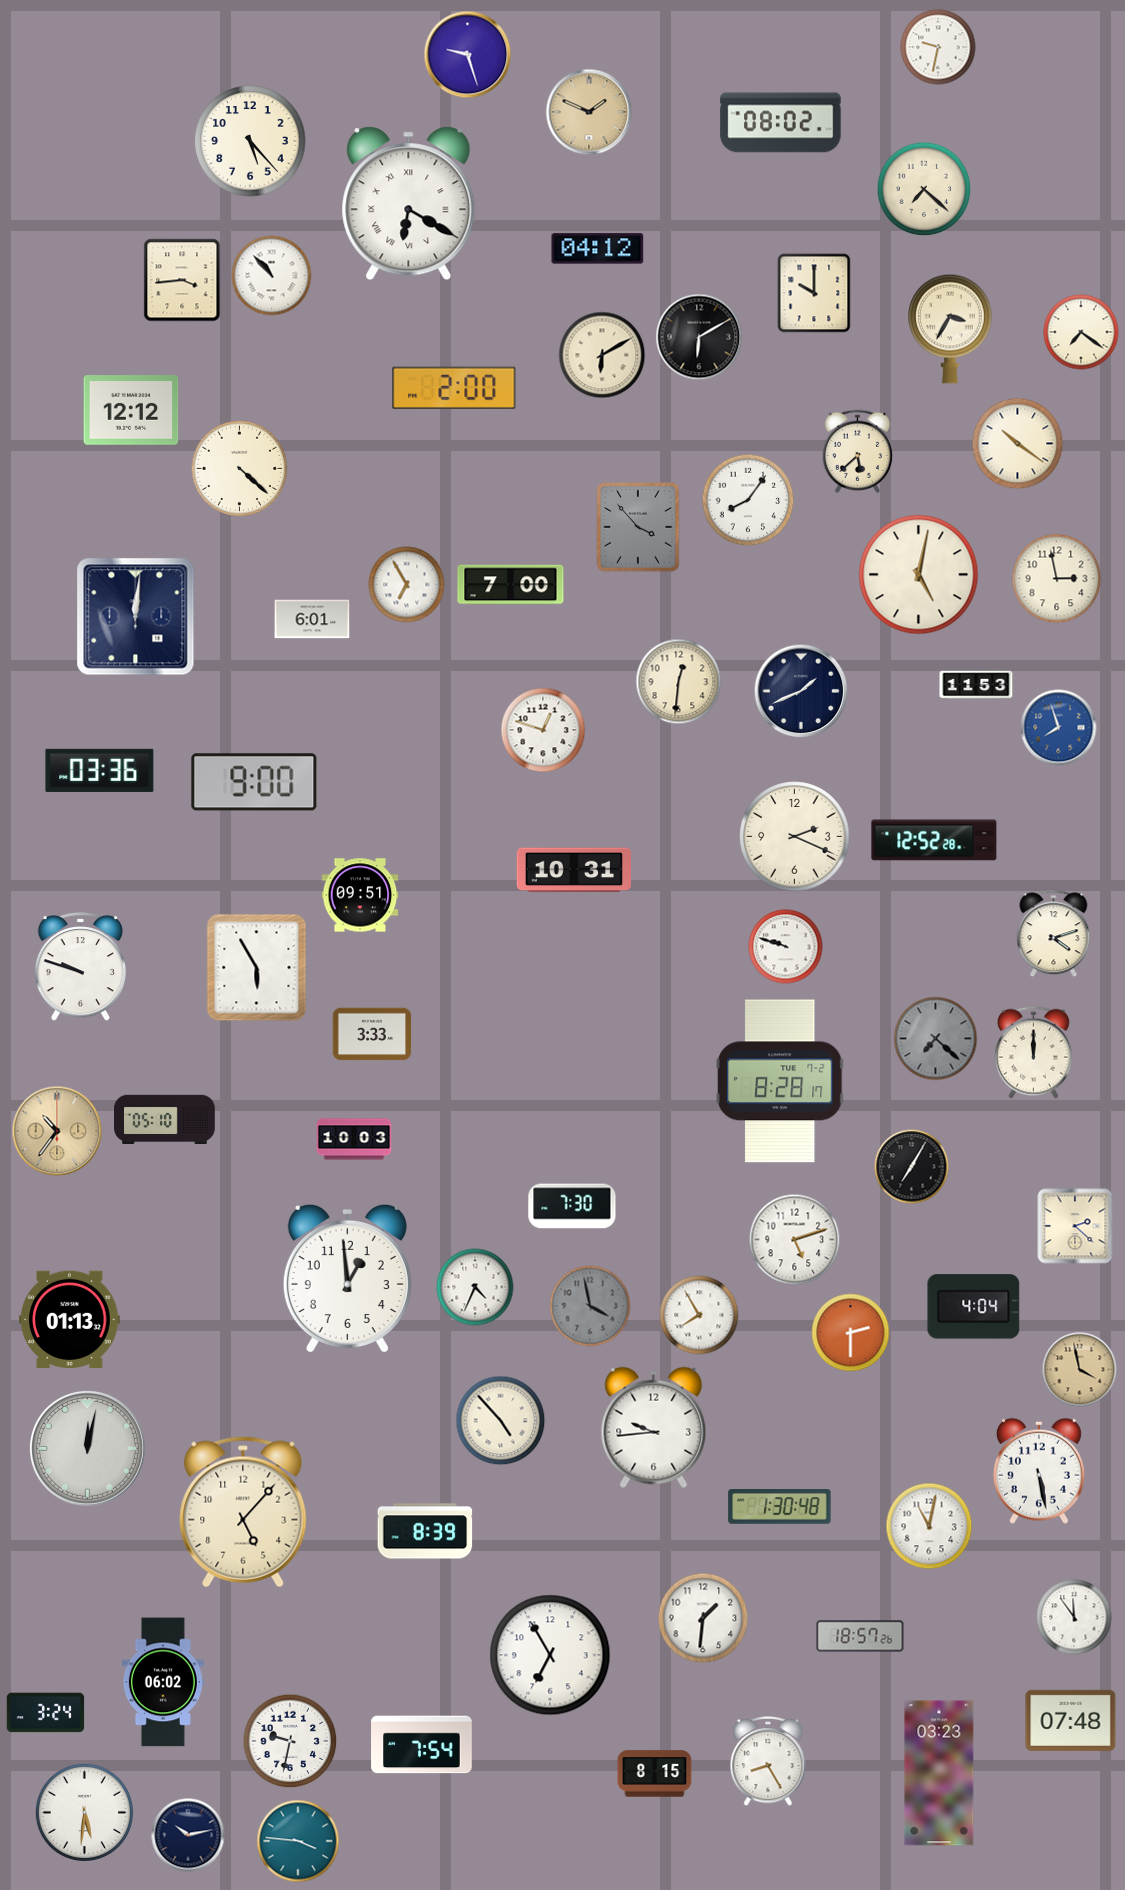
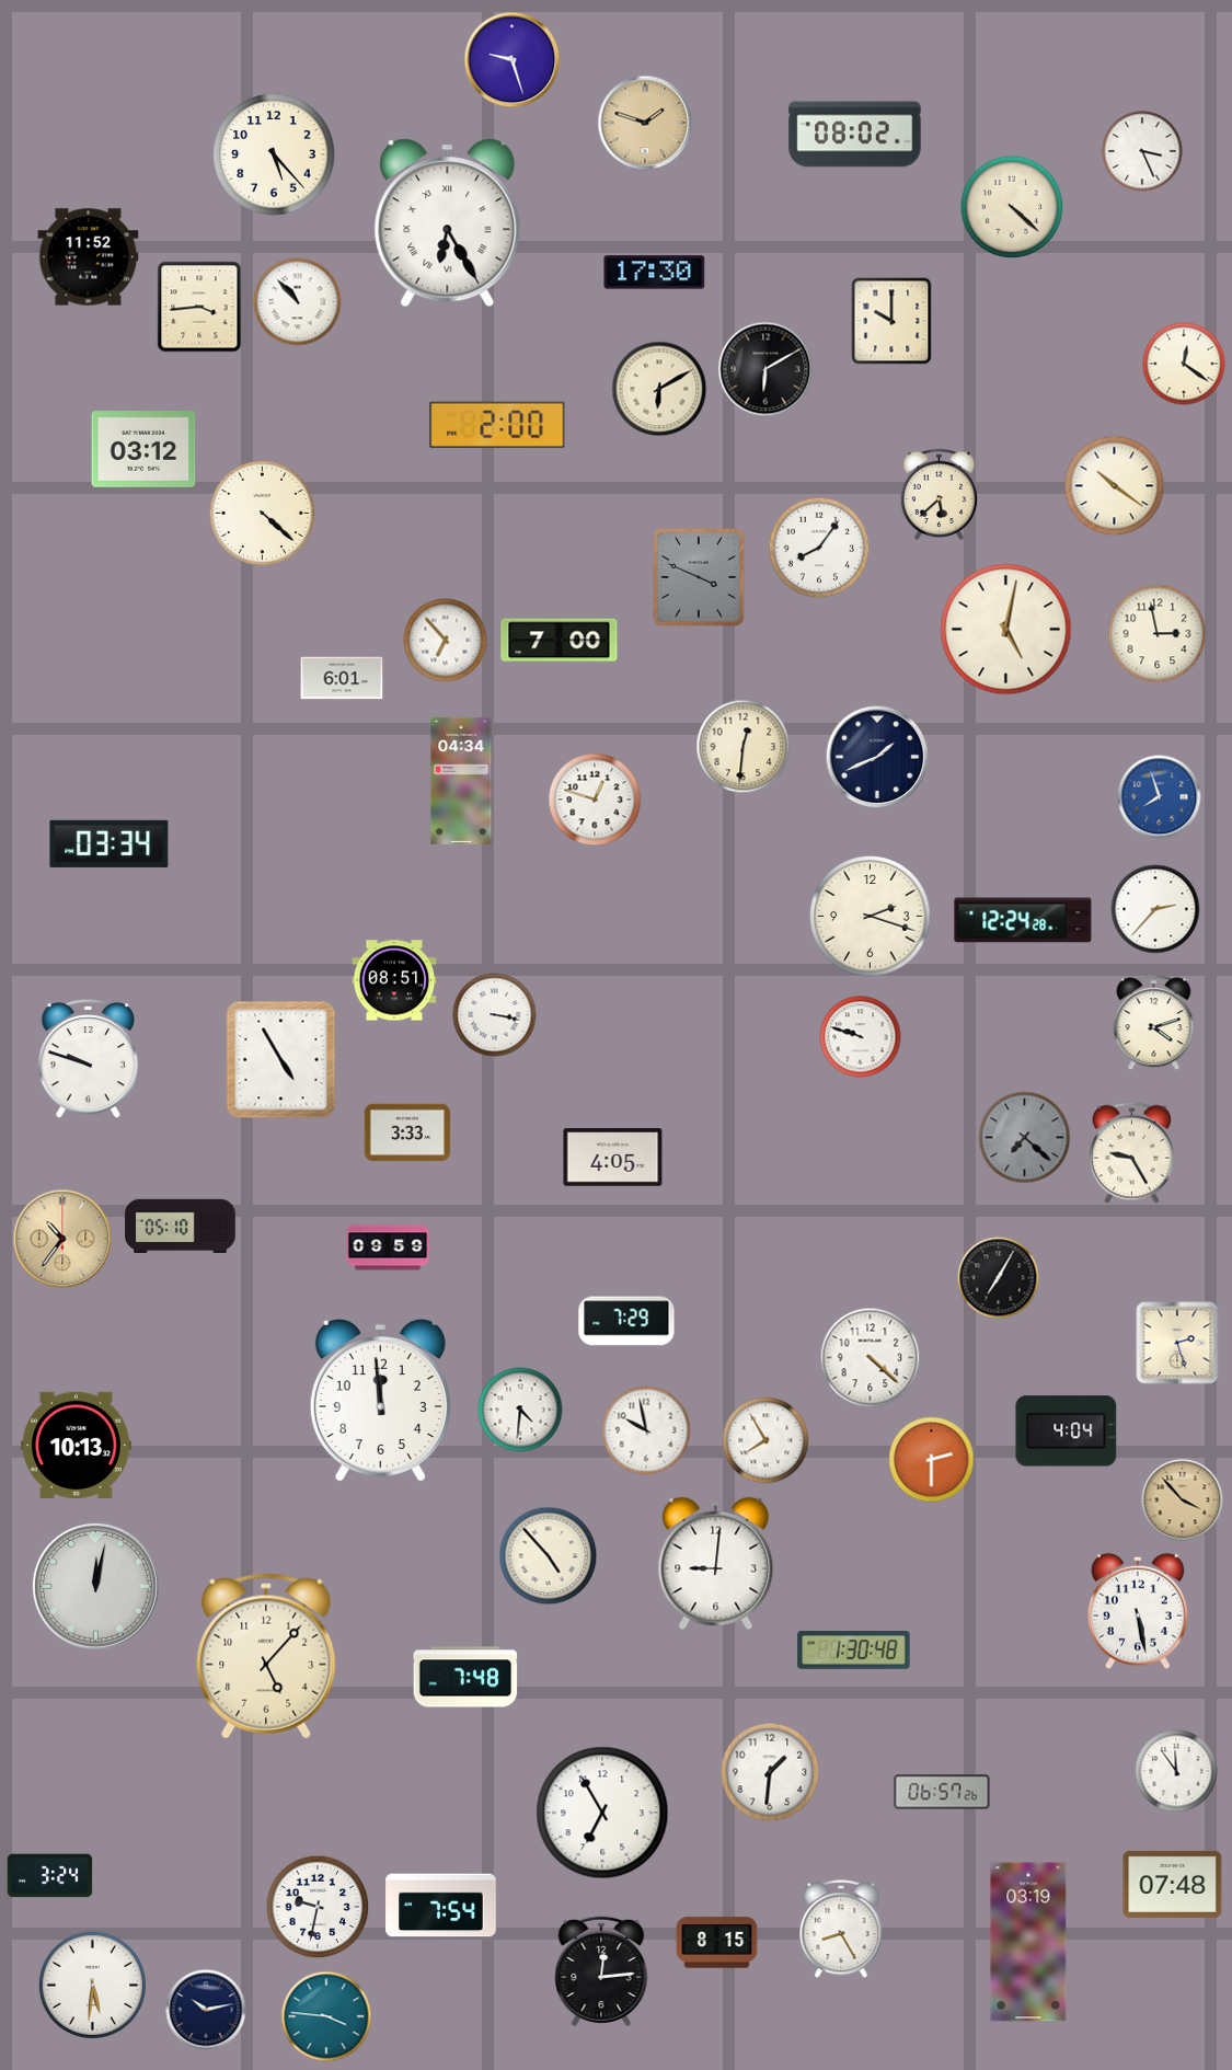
clock at (938, 47): 9:32 -> none
clock at (589, 112): 1:49 -> 1:48
clock at (1142, 151): none -> 3:26
clock at (924, 189): 7:22 -> 4:22
clock at (409, 204): 6:20 -> 6:25
clock at (89, 257): none -> 11:52
clock at (598, 249): 04:12 -> 17:30
clock at (950, 329): 3:35 -> none
clock at (1081, 332): 7:21 -> 12:21
clock at (131, 410): 12:12 -> 03:12
clock at (638, 527): 3:53 -> 3:49
clock at (407, 585): 6:55 -> 6:53
clock at (136, 617): 12:01 -> none
clock at (976, 685): 11:53 -> none
clock at (461, 781): none -> 04:34
clock at (100, 770): 03:36 -> 03:34
clock at (254, 782): 9:00 -> none
clock at (1155, 909): none -> 2:37
clock at (795, 837): 2:19 -> 2:18
clock at (934, 840): 12:52 -> 12:24
clock at (573, 870): 10:31 -> none
clock at (360, 895): 09:51 -> 08:51
clock at (495, 1015): none -> 3:17
clock at (257, 968): 5:55 -> 4:55
clock at (1033, 1052): 12:00 -> 9:25
clock at (613, 1158): none -> 4:05
clock at (781, 1081): 8:28 -> none
clock at (354, 1139): 10:03 -> 09:59
clock at (572, 1206): 7:30 -> 7:29
clock at (1075, 1226): 2:22 -> 2:27
clock at (795, 1240): 5:12 -> 4:22
clock at (347, 1279): 12:59 -> 11:59
clock at (475, 1287): 4:34 -> 4:31
clock at (590, 1306): 3:58 -> 9:58
clock at (590, 1306) dial: grey -> white
clock at (70, 1319): 01:13 -> 10:13
clock at (1080, 1370): 3:58 -> 3:53
clock at (654, 1428): 9:44 -> 9:01
clock at (929, 1526): 11:02 -> none
clock at (425, 1531): 8:39 -> 7:48
clock at (860, 1636): 18:57 -> 06:57
clock at (163, 1682): 06:02 -> none
clock at (422, 1745) position: (422, 1745) -> (441, 1906)
clock at (939, 1773): 03:23 -> 03:19
clock at (601, 1971): none -> 12:14
